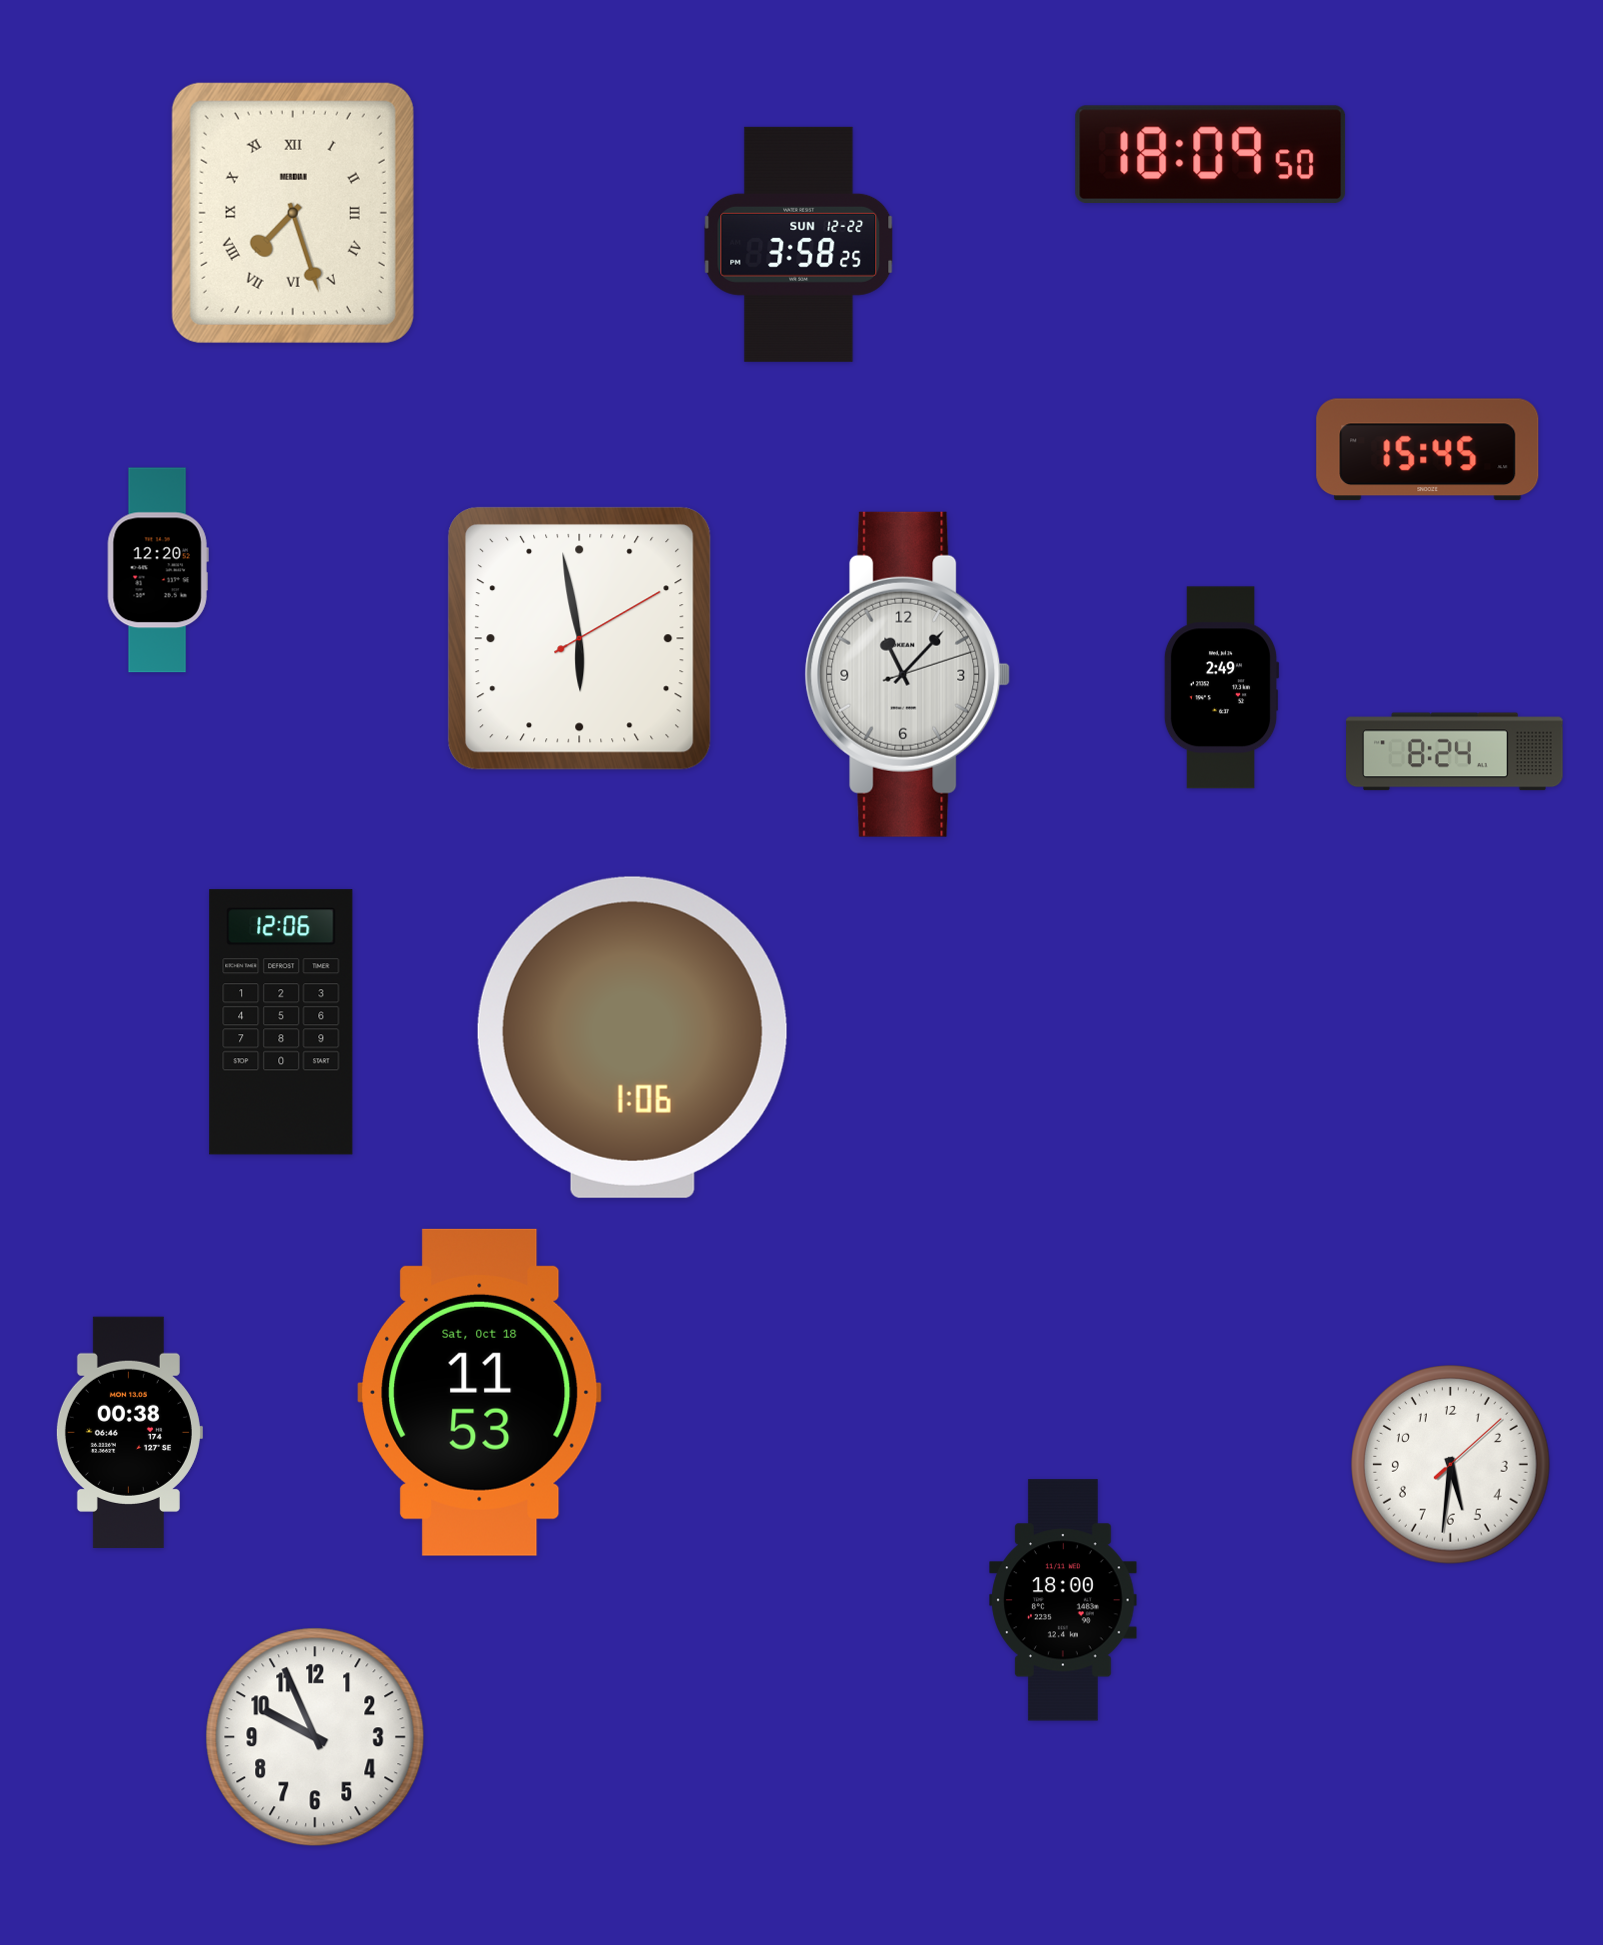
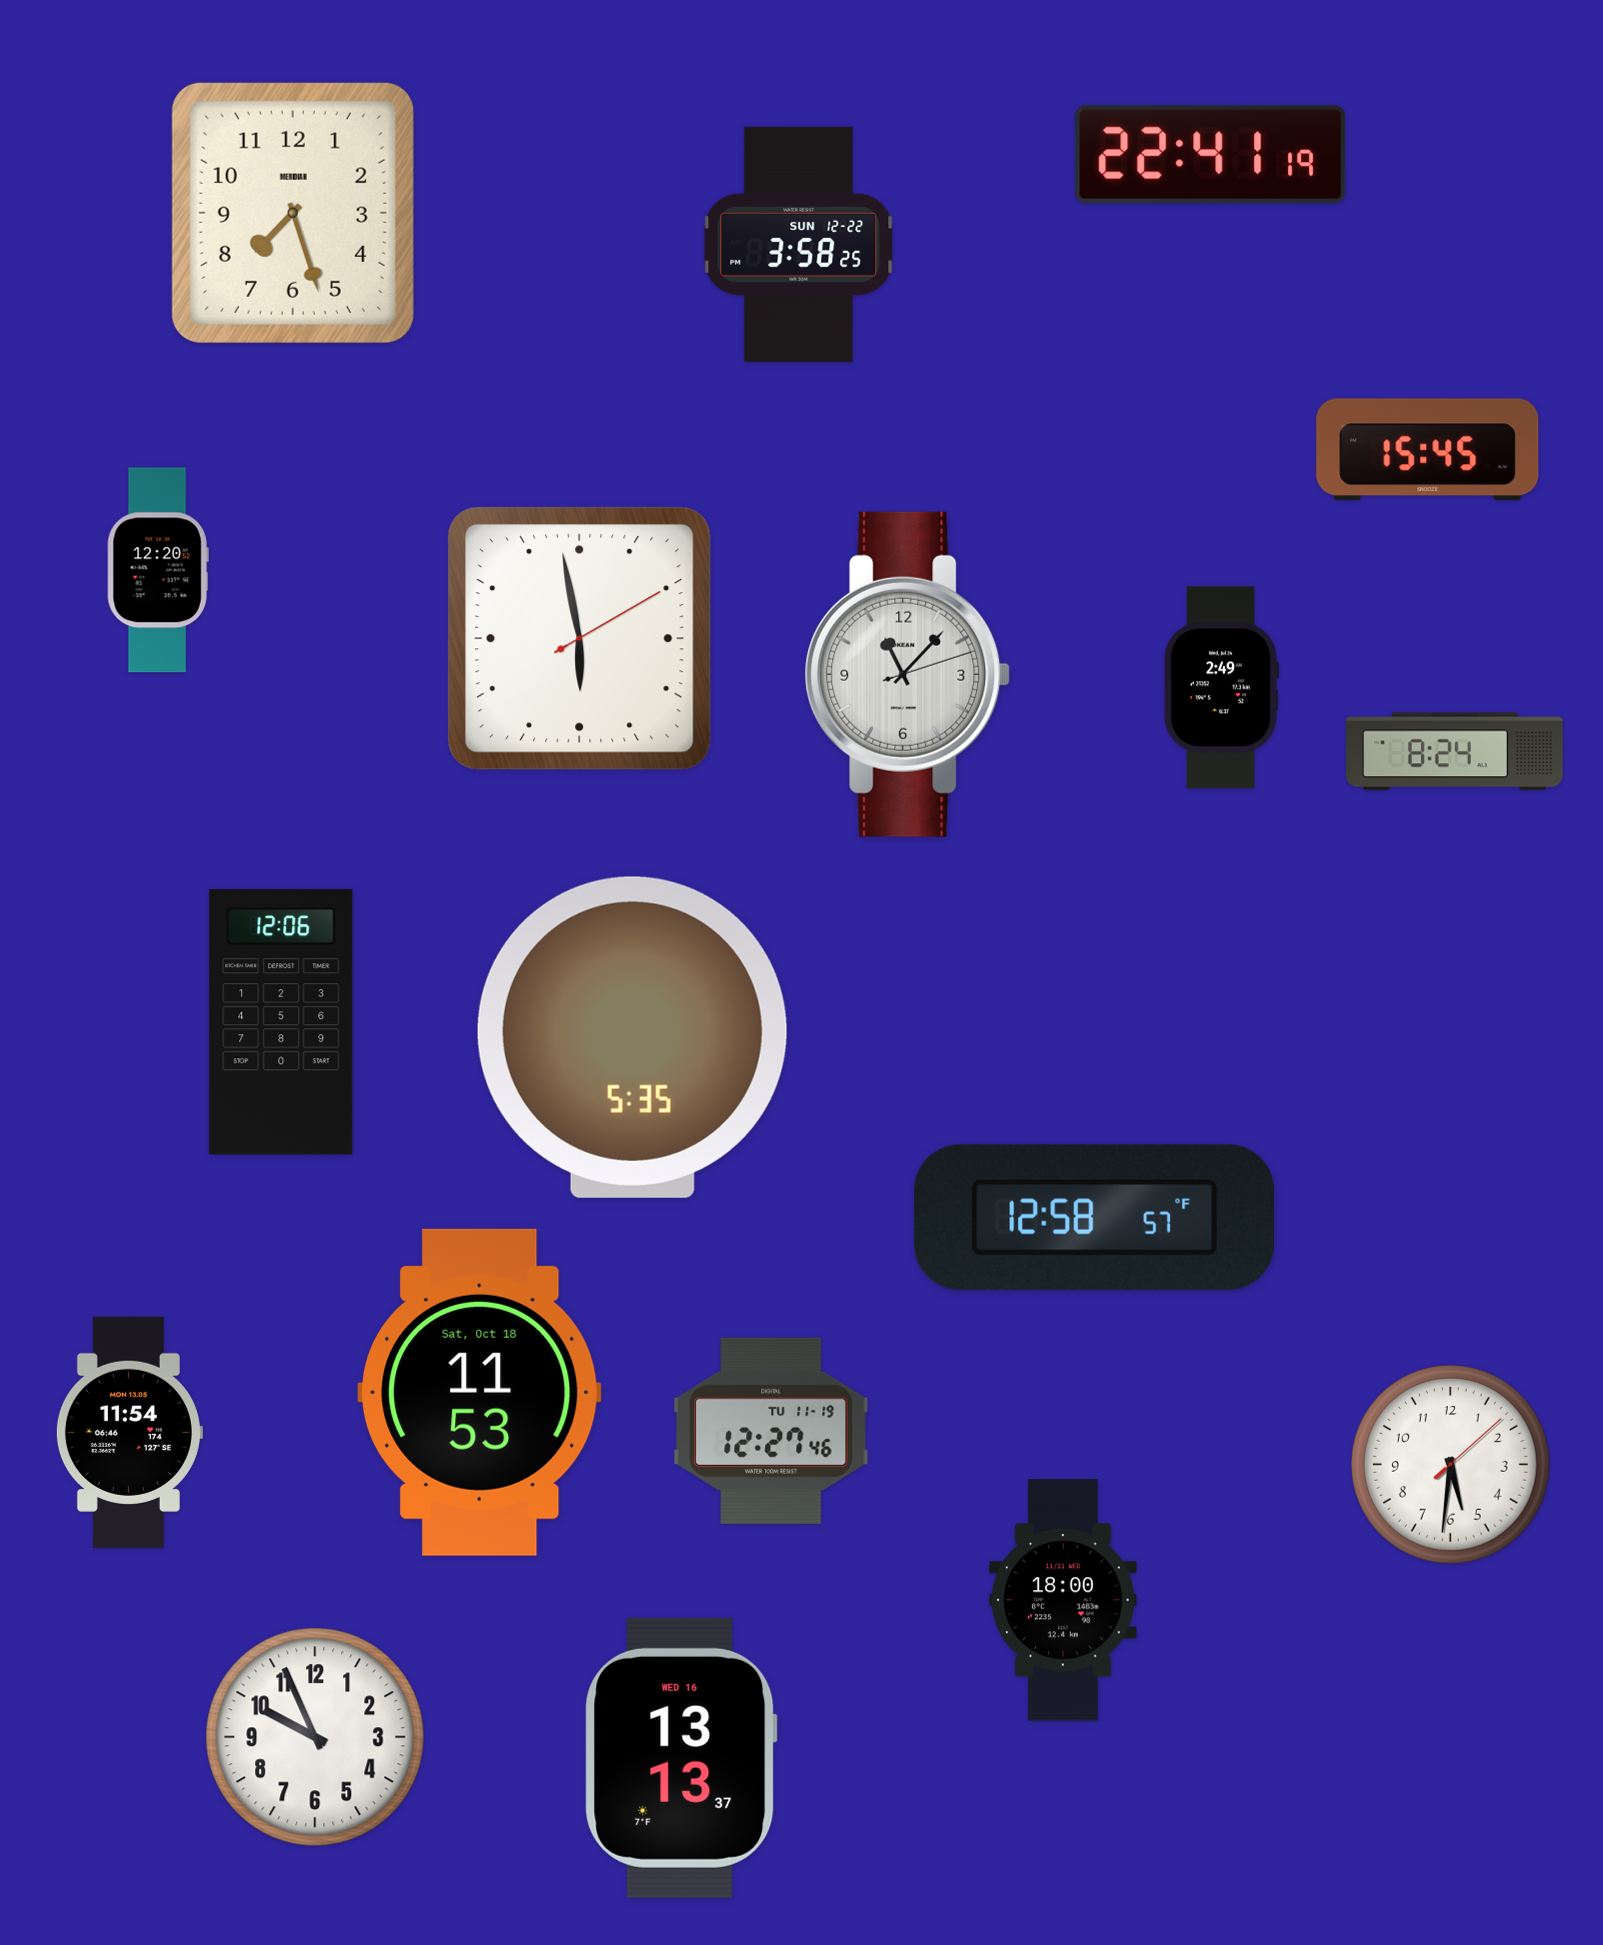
clock at (1211, 154): 18:09 -> 22:41
clock at (293, 213) numerals: Roman -> Arabic
clock at (632, 1037): 1:06 -> 5:35
clock at (1094, 1217): none -> 12:58
clock at (771, 1431): none -> 12:27
clock at (129, 1432): 00:38 -> 11:54
clock at (681, 1758): none -> 13:13
